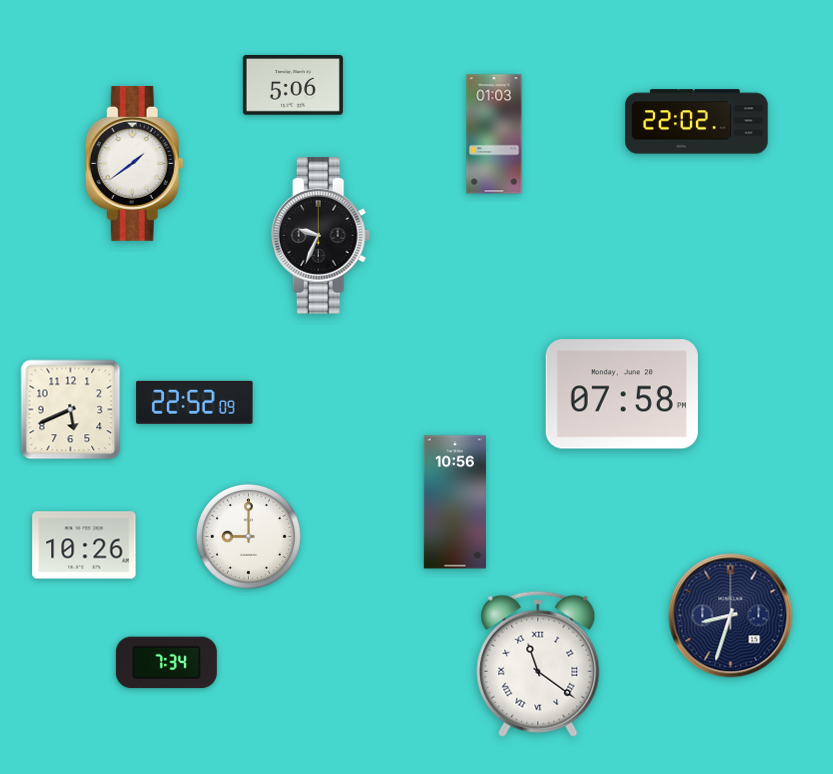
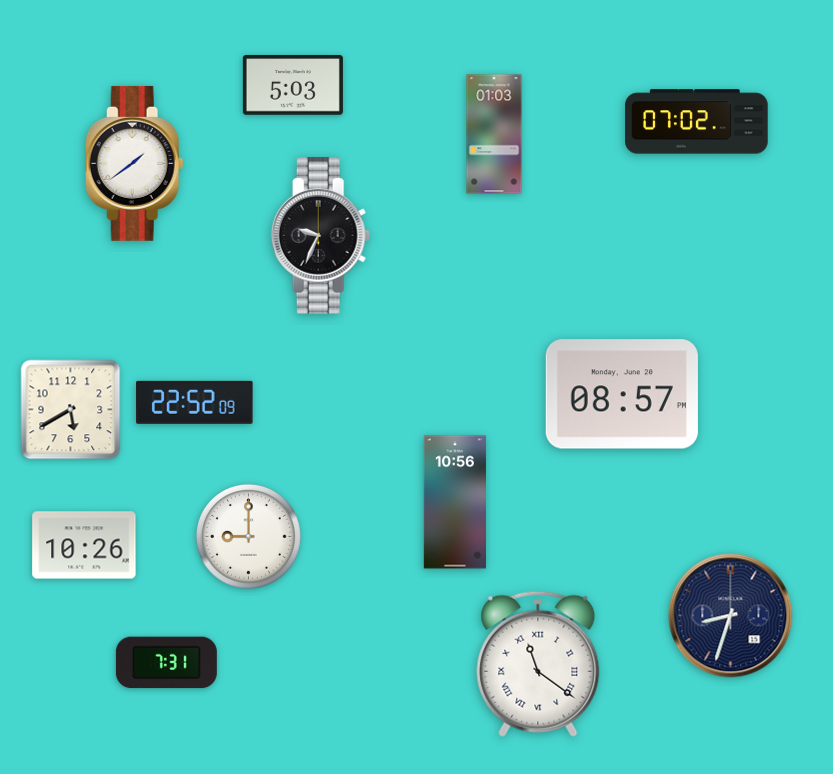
clock at (293, 85): 5:06 -> 5:03
clock at (697, 122): 22:02 -> 07:02
clock at (622, 394): 07:58 -> 08:57
clock at (71, 410): 5:41 -> 5:40
clock at (166, 663): 7:34 -> 7:31
